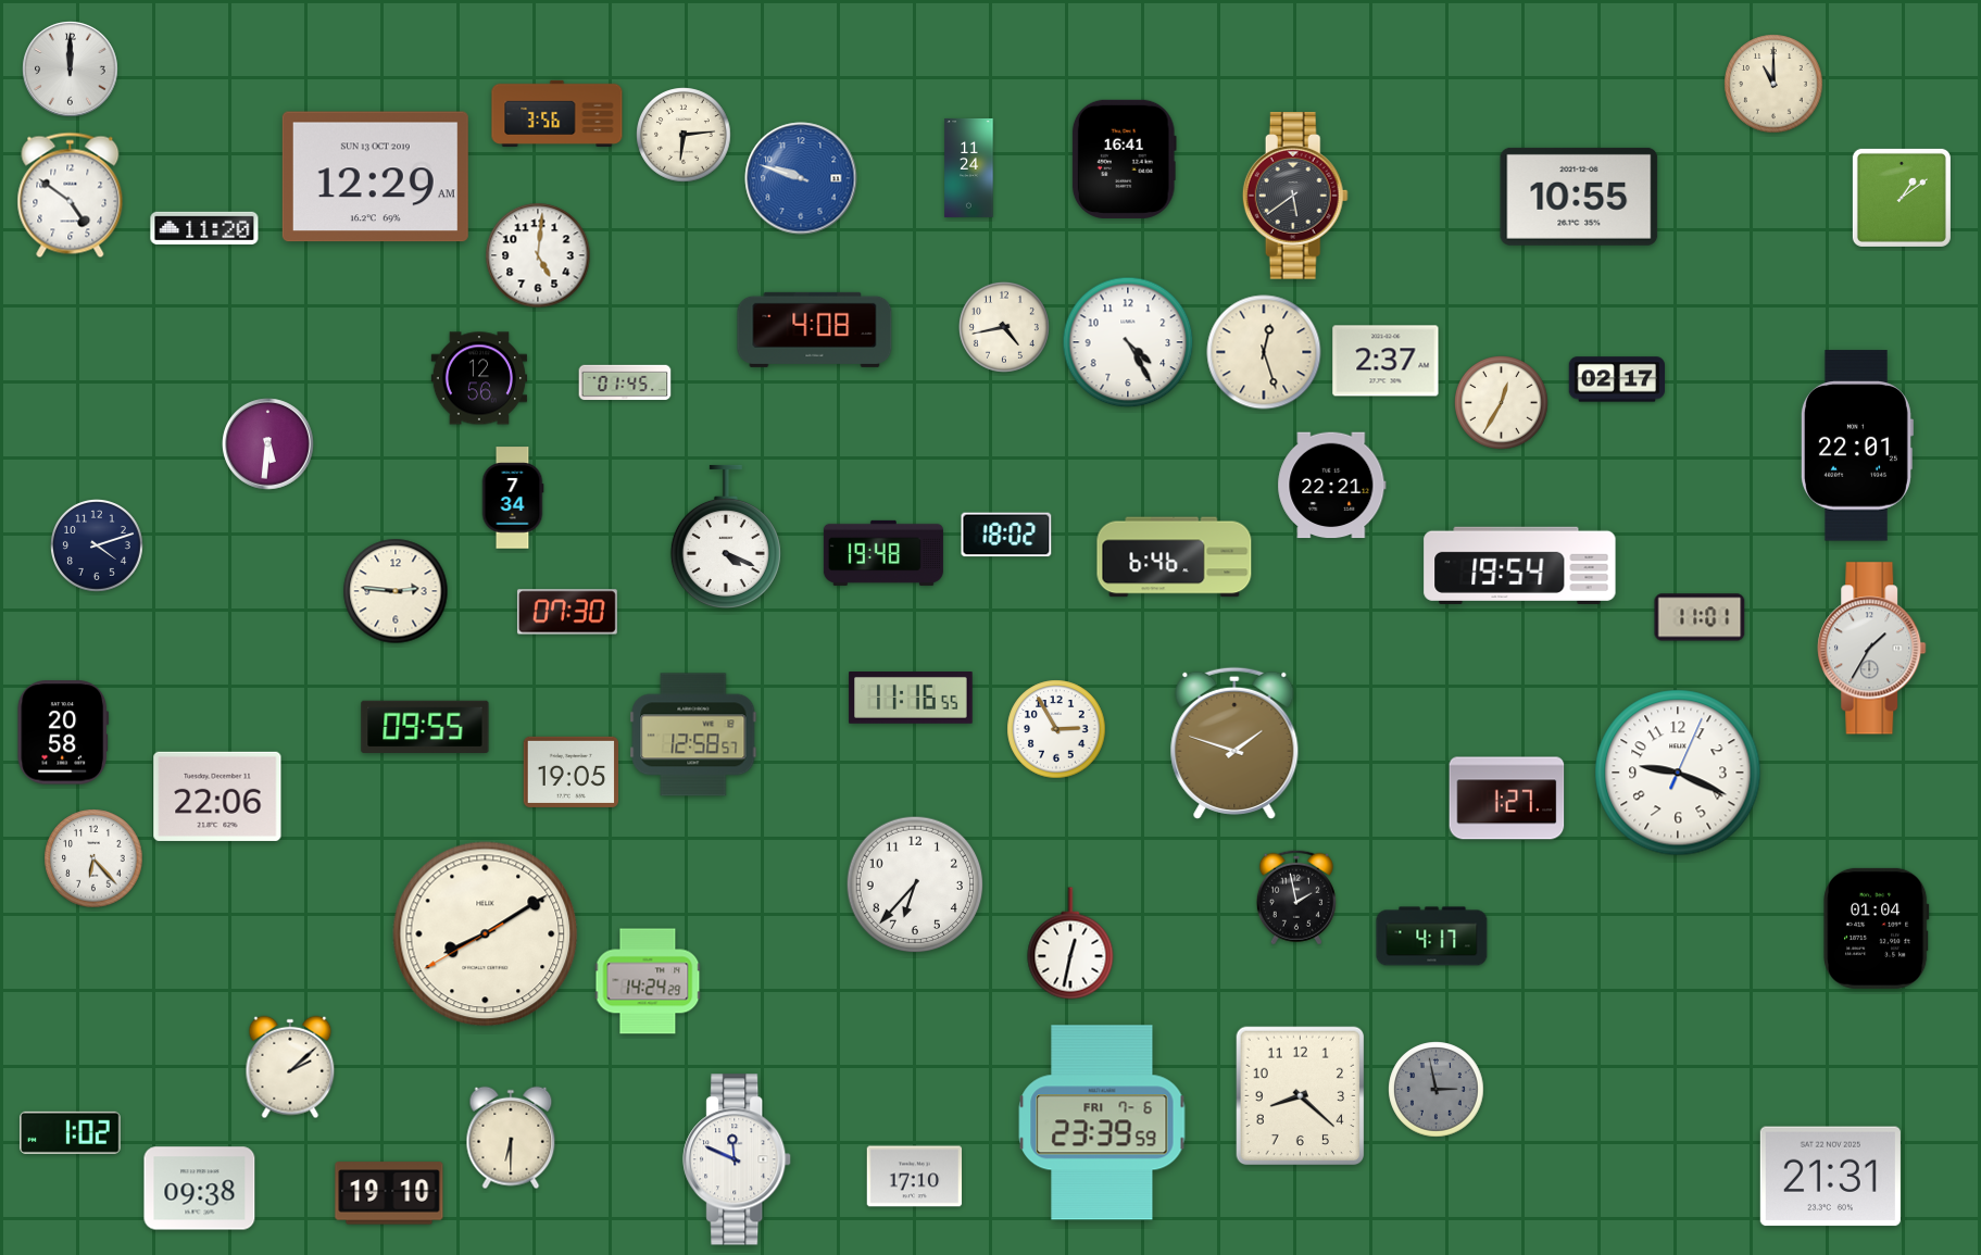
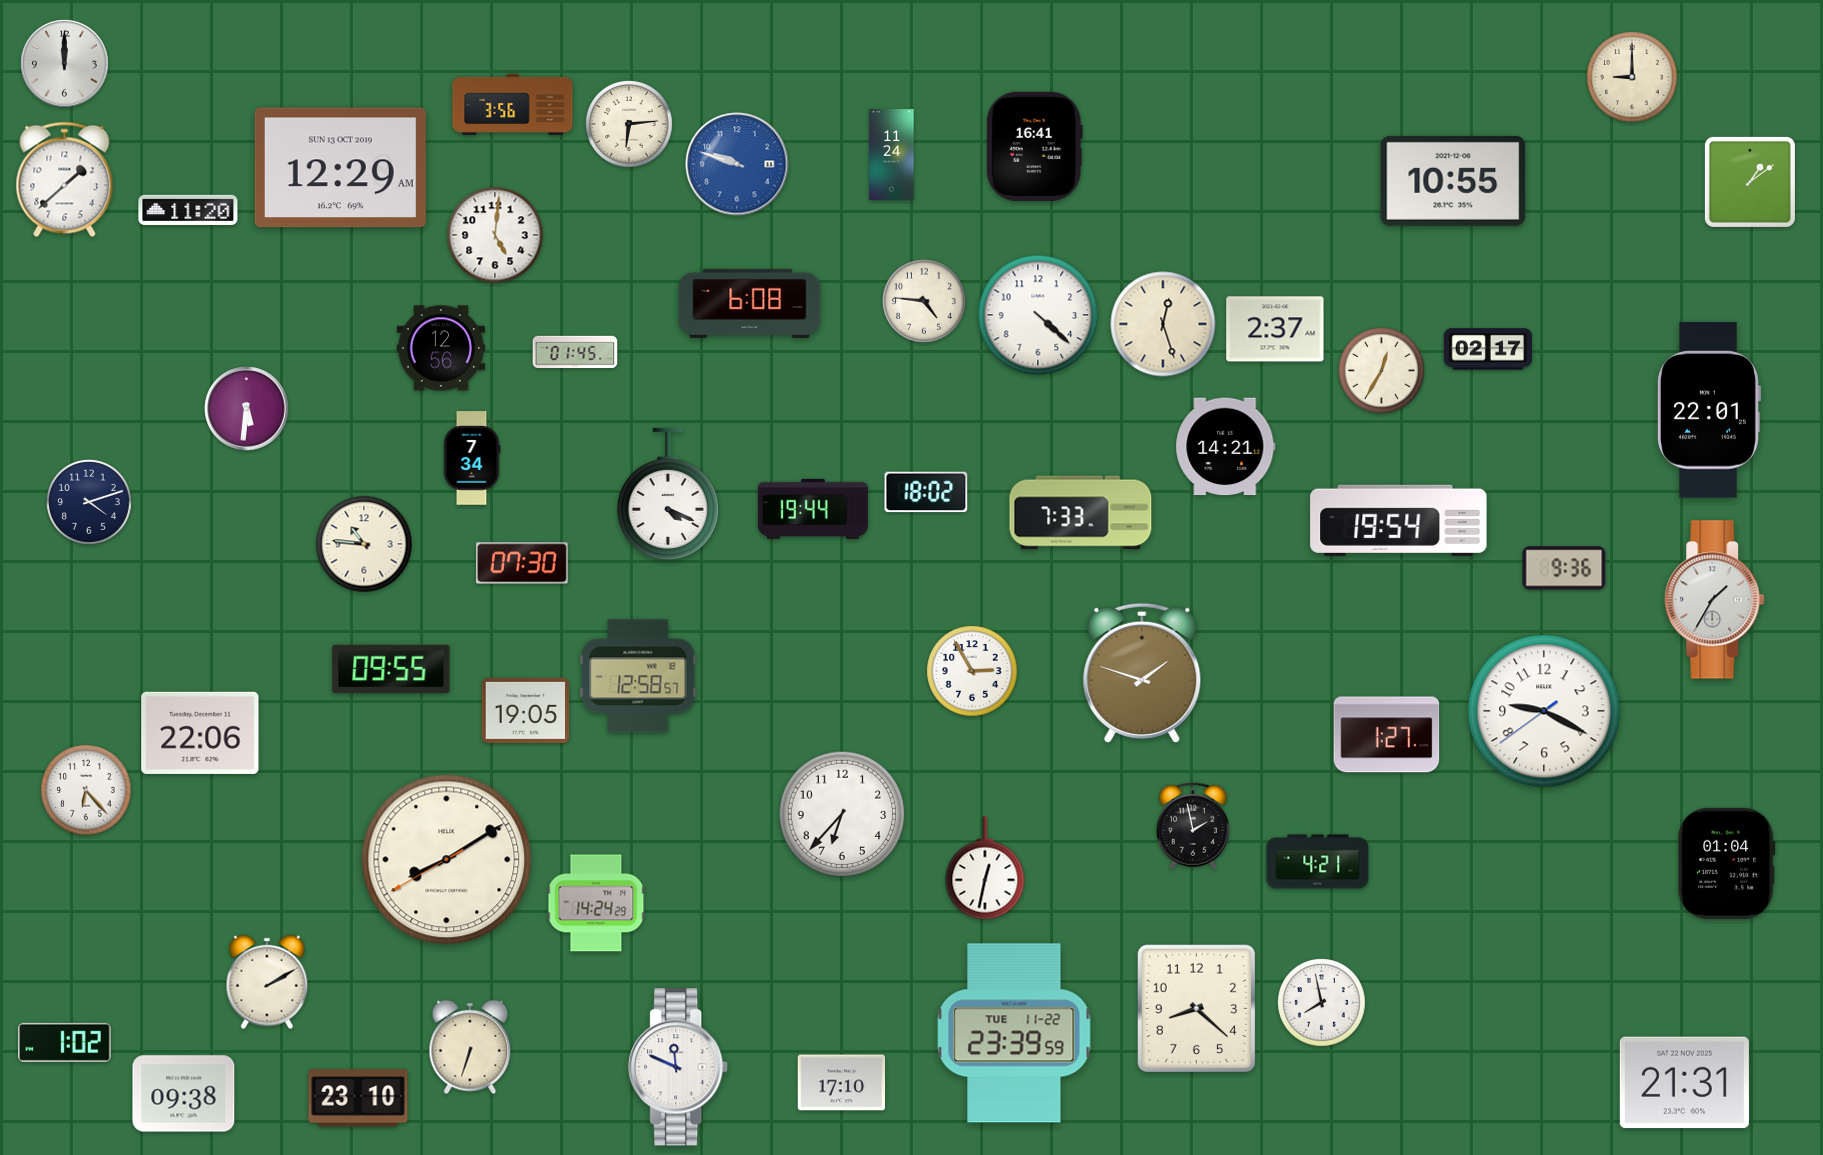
clock at (1773, 84): 11:00 -> 9:00
clock at (375, 177) position: (375, 177) -> (340, 168)
clock at (71, 196): 4:51 -> 1:38
clock at (1295, 197): 5:39 -> none
clock at (1004, 327): 4:43 -> 4:46
clock at (815, 329): 4:08 -> 6:08
clock at (1128, 342): 4:25 -> 4:22
clock at (1386, 361) position: (1386, 361) -> (1275, 329)
clock at (1332, 486): 22:21 -> 14:21
clock at (883, 553): 19:48 -> 19:44
clock at (1175, 557): 6:46 -> 7:33
clock at (396, 591): 2:46 -> 10:46
clock at (1700, 617): 11:01 -> 9:36
clock at (1872, 649) position: (1872, 649) -> (1715, 600)
clock at (911, 699): 11:16 -> none
clock at (63, 732): 20:58 -> none
clock at (1234, 743) position: (1234, 743) -> (1142, 673)
clock at (1678, 773): 9:19:04 -> 9:19:39
clock at (1877, 928) position: (1877, 928) -> (1727, 863)
clock at (1432, 937): 4:17 -> 4:21
clock at (290, 1067): 2:08 -> 2:10
clock at (1437, 1090): 2:58 -> 7:58
clock at (1437, 1090) dial: grey -> white
clock at (1102, 1122) date: FRI 7-6 -> TUE 11-22
clock at (511, 1138): 6:30 -> 6:33
clock at (389, 1193): 19:10 -> 23:10
